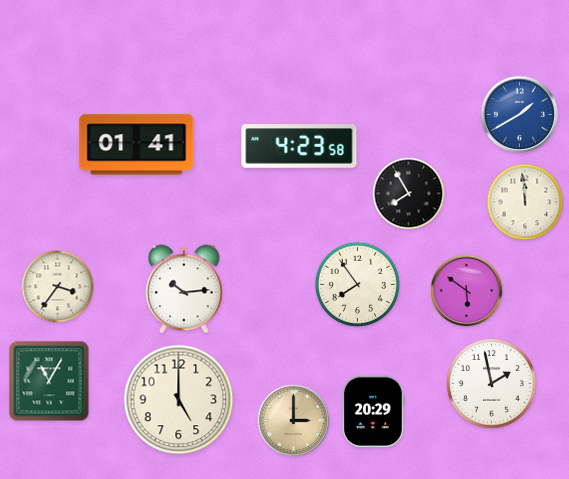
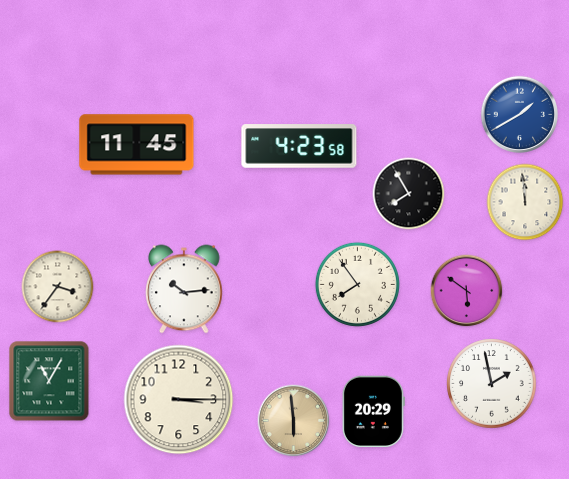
clock at (137, 145): 01:41 -> 11:45
clock at (179, 400): 5:00 -> 3:15
clock at (294, 421): 3:00 -> 5:59
